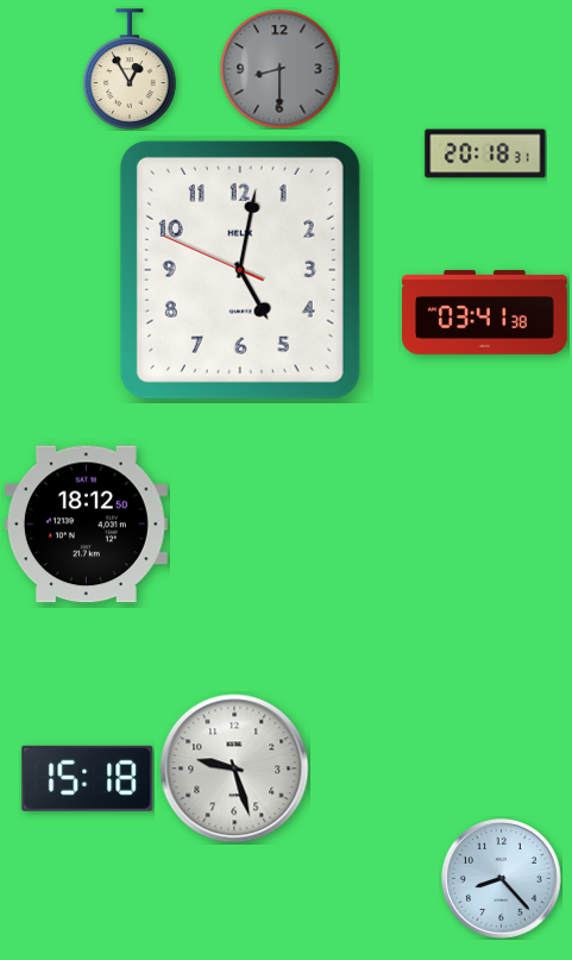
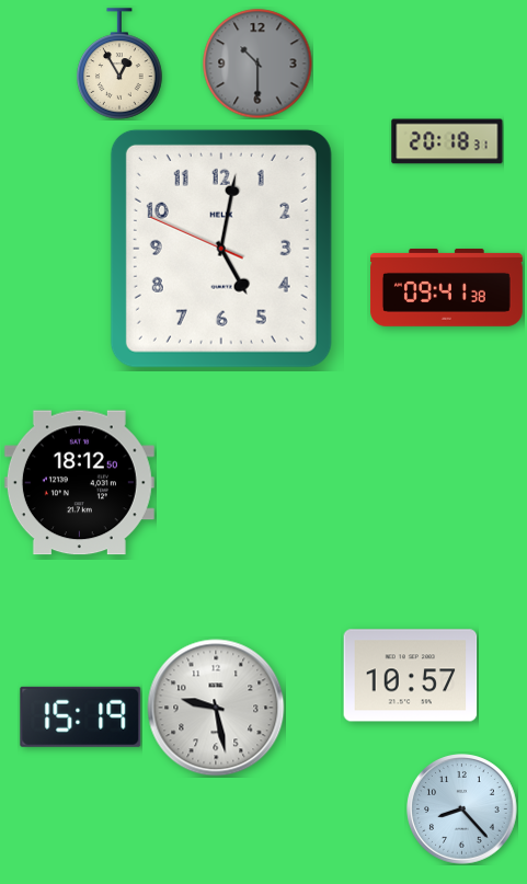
clock at (279, 69): 8:30 -> 10:30
clock at (484, 312): 03:41 -> 09:41
clock at (411, 676): none -> 10:57
clock at (234, 768): 9:27 -> 9:28
clock at (88, 778): 15:18 -> 15:19
